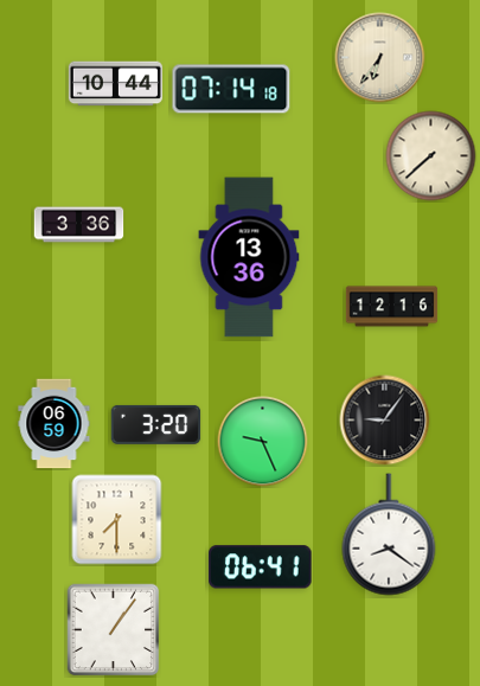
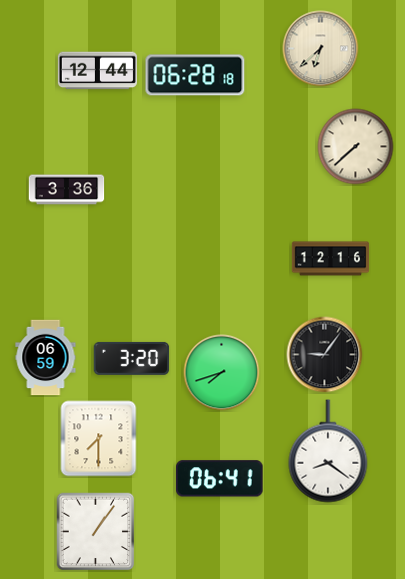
clock at (380, 58): 6:36 -> 6:38
clock at (115, 84): 10:44 -> 12:44
clock at (231, 89): 07:14 -> 06:28
clock at (431, 156) position: (431, 156) -> (356, 147)
clock at (249, 257): 13:36 -> none
clock at (263, 442): 9:26 -> 7:42
